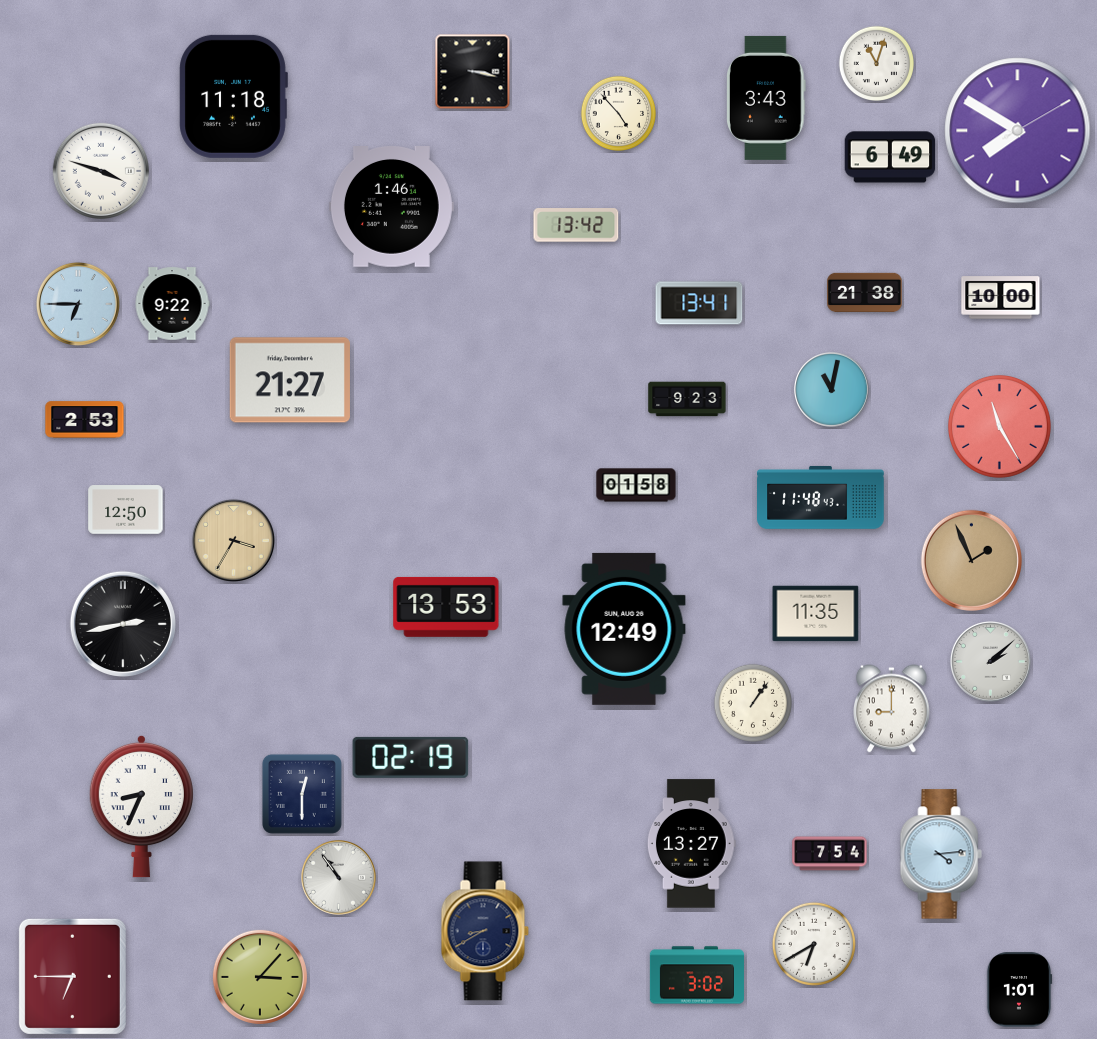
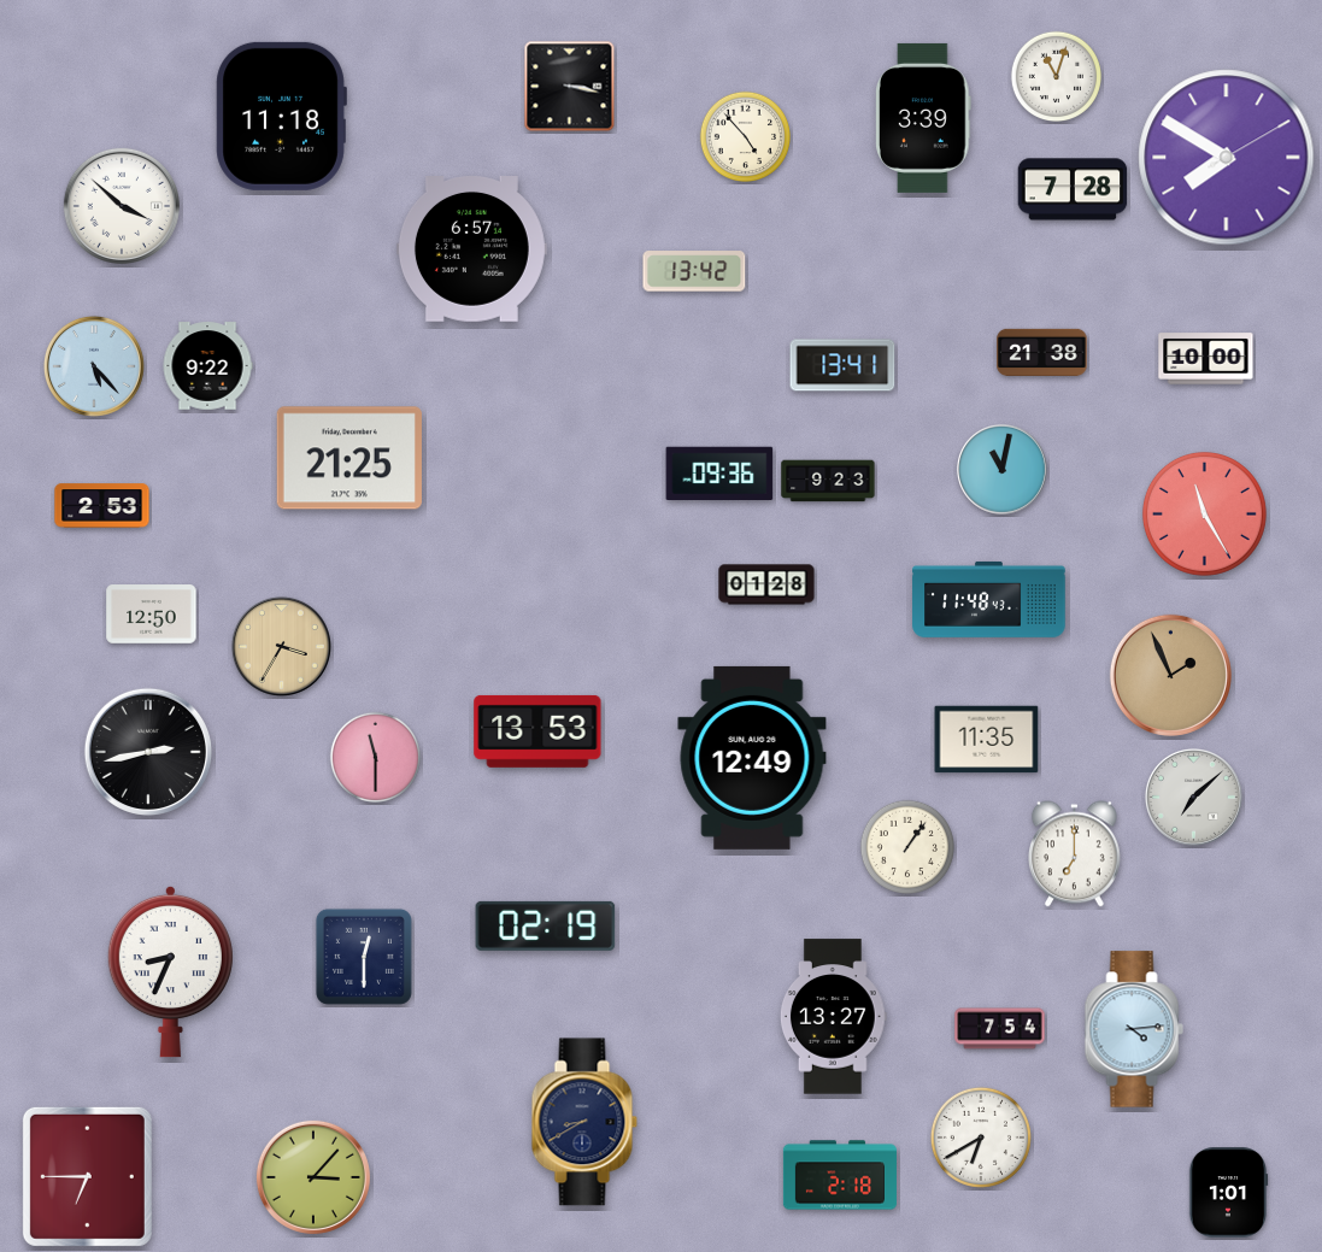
clock at (767, 98): 3:43 -> 3:39
clock at (890, 157): 6:49 -> 7:28
clock at (101, 171): 3:48 -> 3:52
clock at (391, 207): 1:46 -> 6:57
clock at (78, 304): 6:45 -> 5:23
clock at (290, 380): 21:27 -> 21:25
clock at (719, 472): none -> 09:36
clock at (636, 485): 01:58 -> 01:28
clock at (233, 540) position: (233, 540) -> (281, 646)
clock at (816, 614) position: (816, 614) -> (987, 740)
clock at (375, 757): none -> 11:30
clock at (990, 661): 2:08 -> 7:08
clock at (892, 709): 9:00 -> 7:00
clock at (411, 757) position: (411, 757) -> (546, 925)
clock at (339, 878): 10:54 -> none
clock at (697, 975): 3:02 -> 2:18
